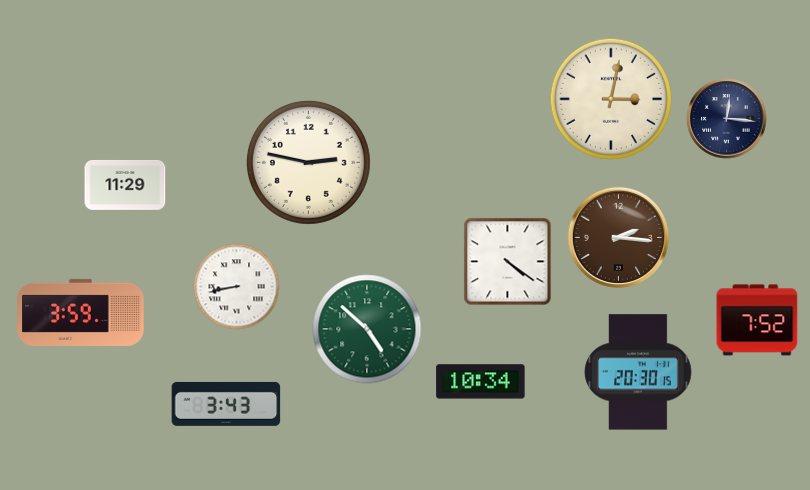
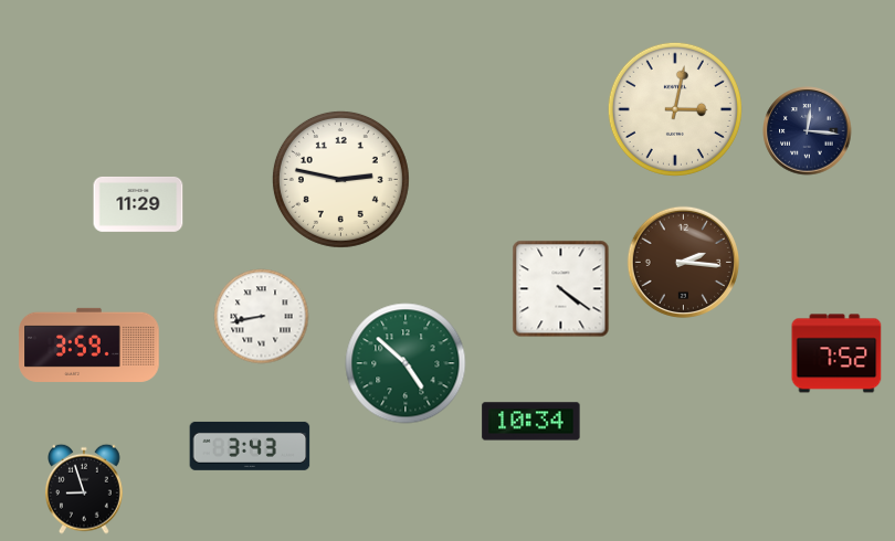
clock at (727, 119) position: (727, 119) -> (808, 131)
clock at (638, 372): 20:30 -> none
clock at (85, 489): none -> 8:57
